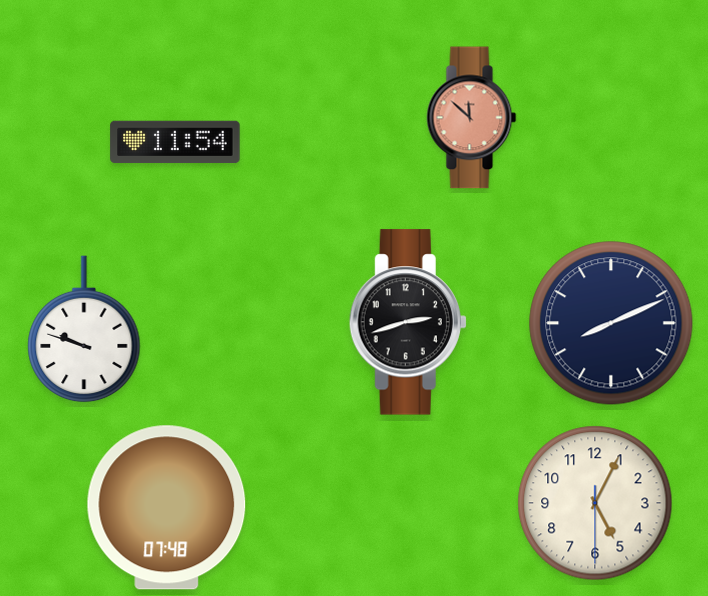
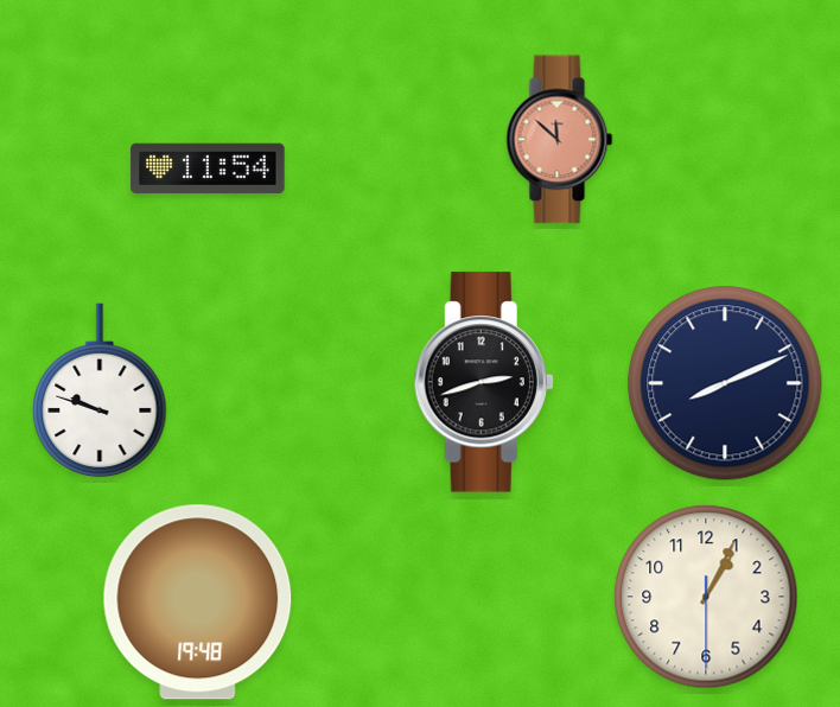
clock at (595, 503): 5:04 -> 1:04
clock at (167, 508): 07:48 -> 19:48
